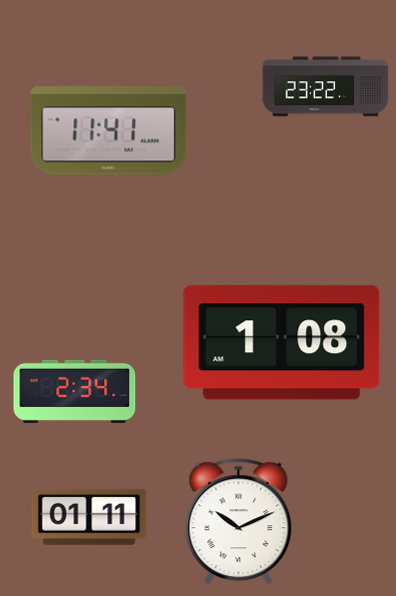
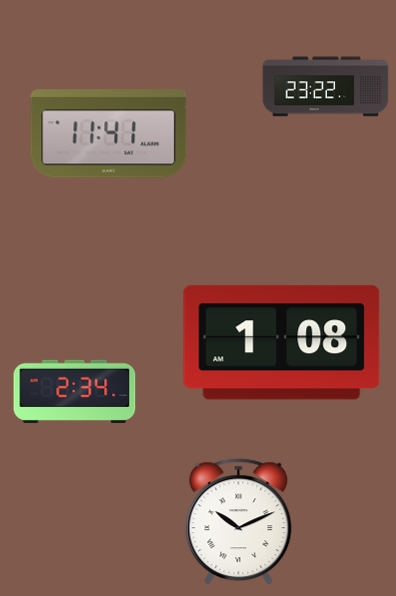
clock at (109, 131) position: (109, 131) -> (109, 134)
clock at (89, 517): 01:11 -> none
